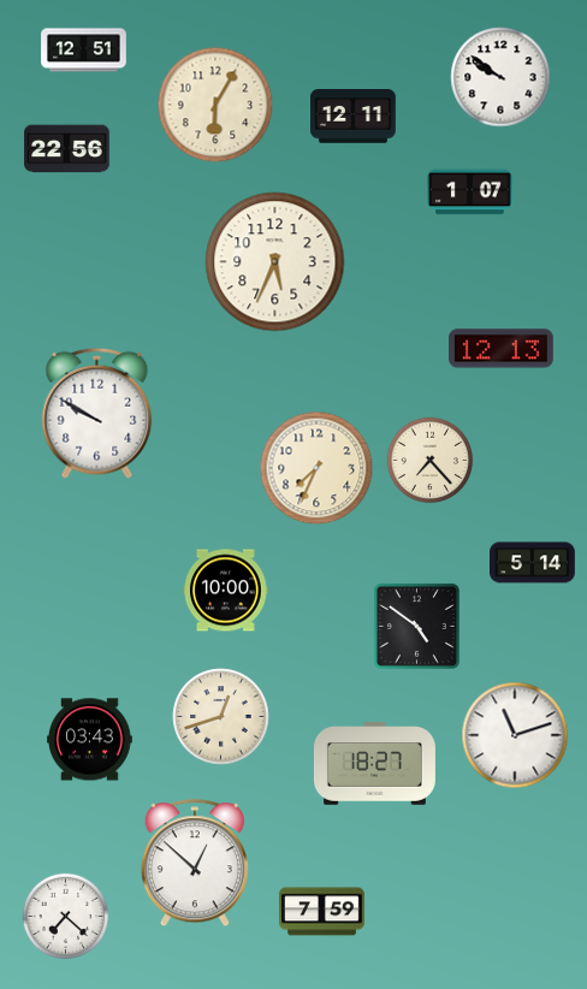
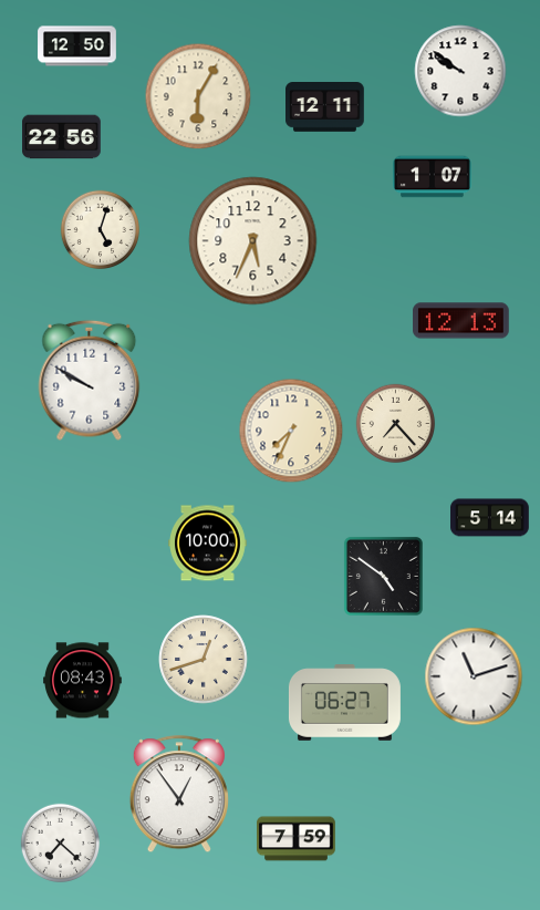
clock at (84, 51): 12:51 -> 12:50
clock at (101, 230): none -> 5:03
clock at (90, 740): 03:43 -> 08:43
clock at (374, 764): 18:27 -> 06:27
clock at (195, 864): 12:52 -> 12:54
